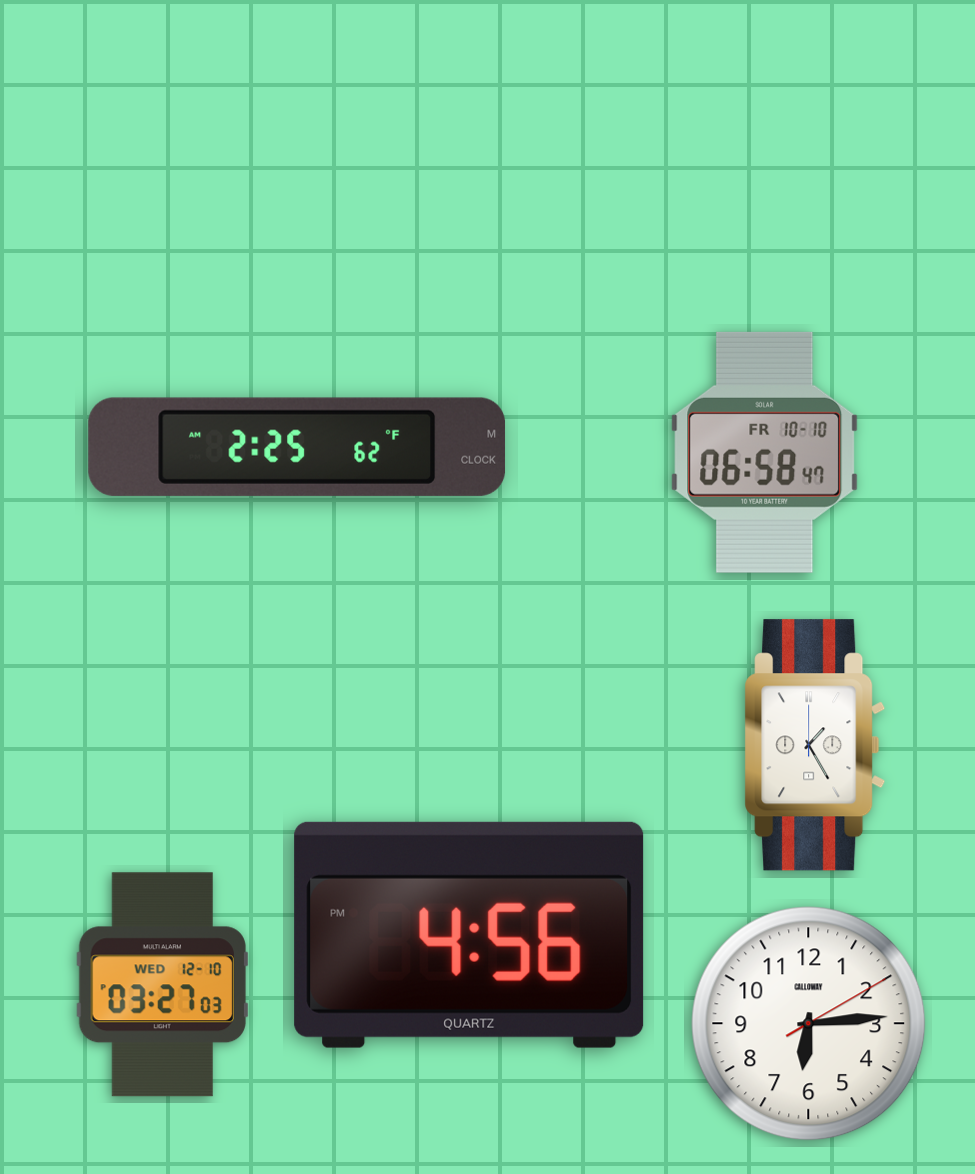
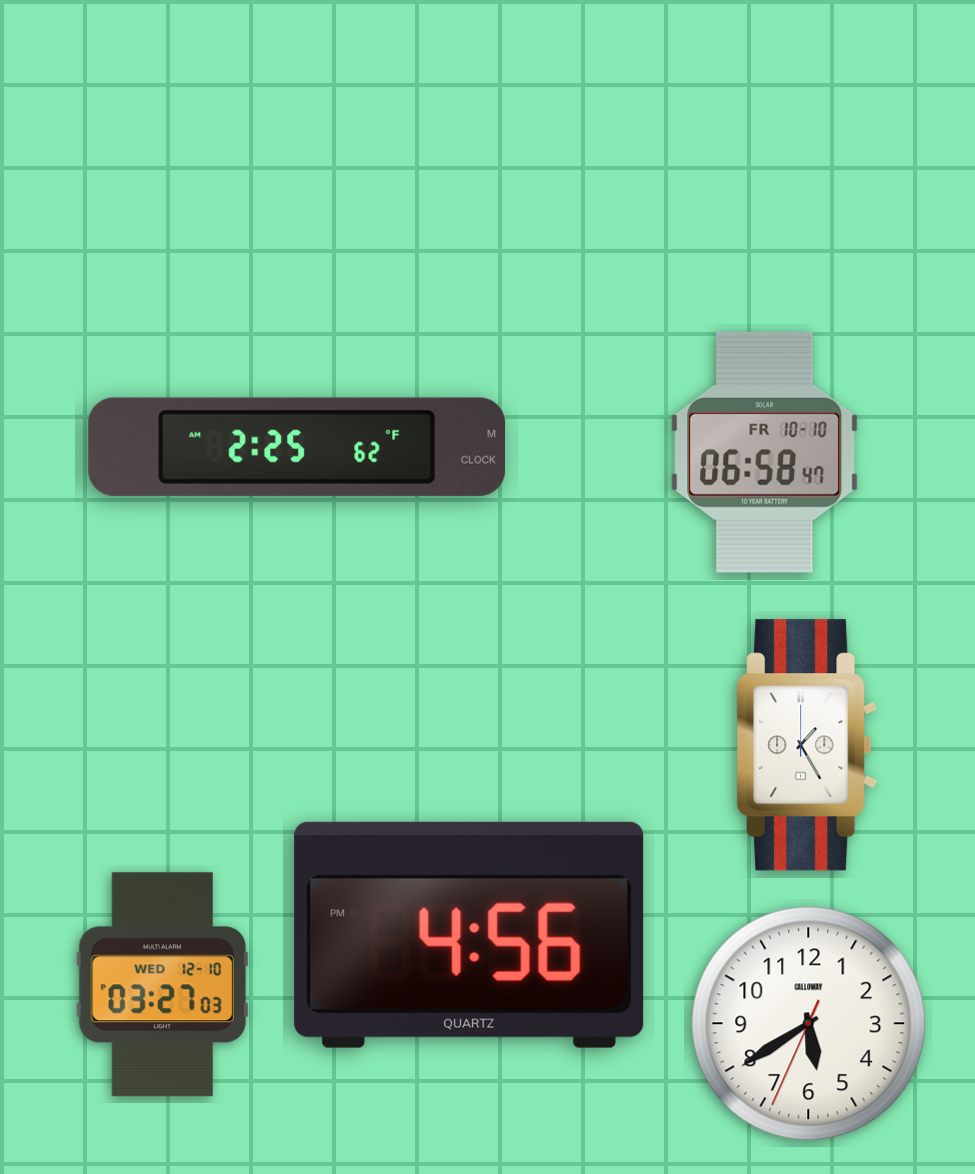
clock at (815, 745) position: (815, 745) -> (807, 745)
clock at (809, 1024): 6:14 -> 5:39
